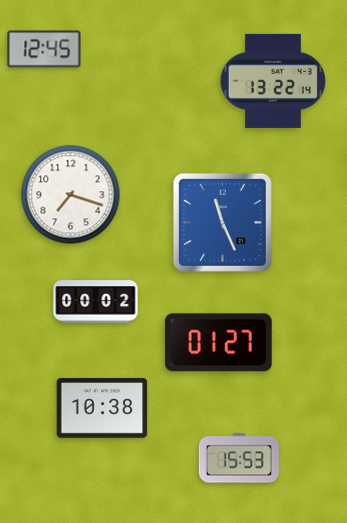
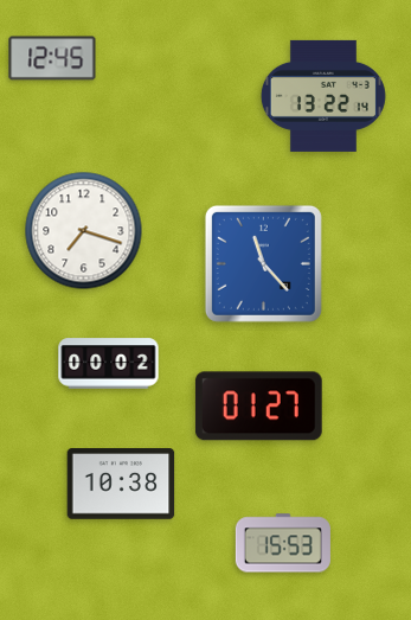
clock at (222, 222): 11:26 -> 11:23
clock at (96, 302) position: (96, 302) -> (109, 364)
